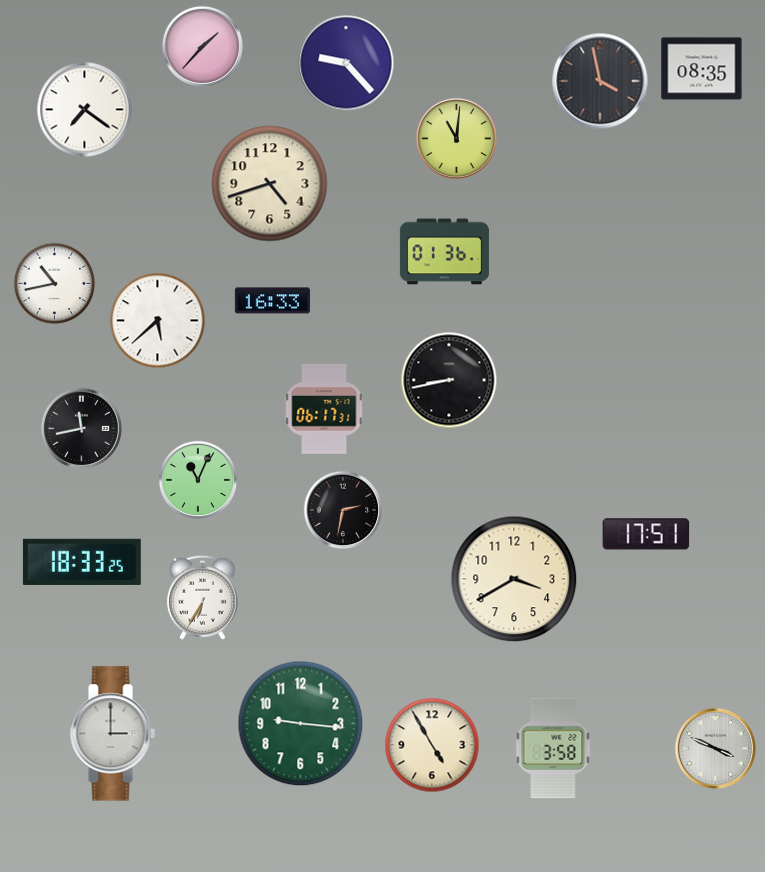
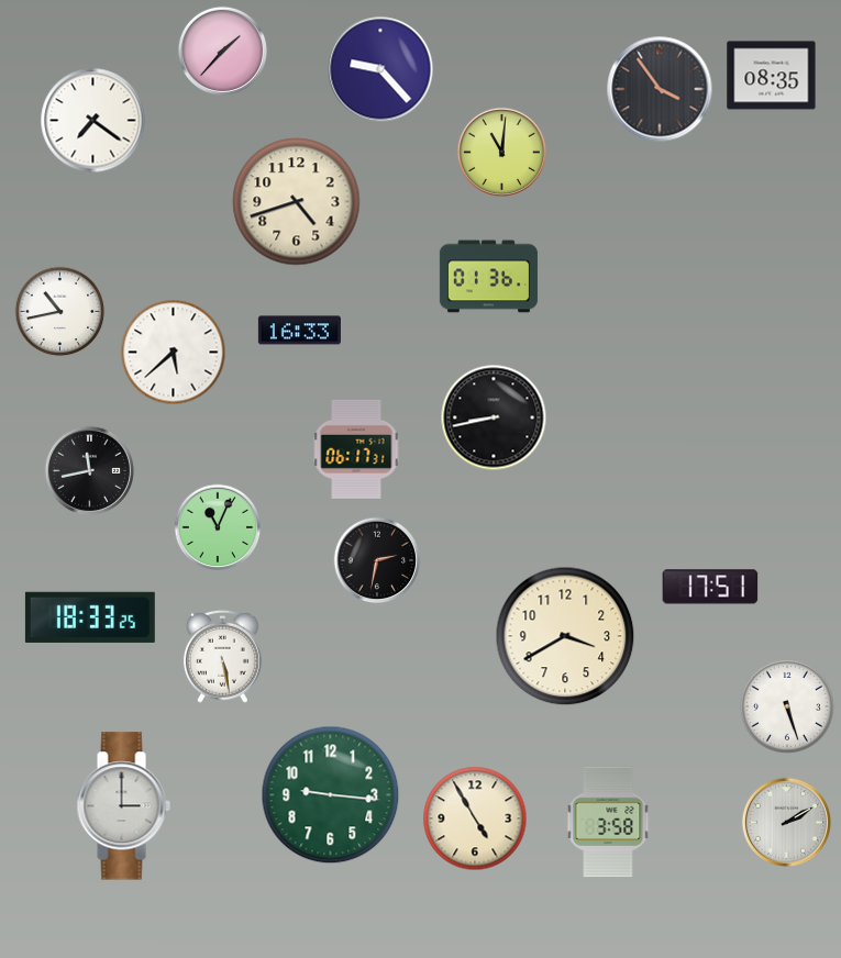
clock at (600, 81): 3:58 -> 3:54
clock at (203, 597): 6:35 -> 5:28
clock at (787, 706): none -> 5:27
clock at (715, 748): 3:49 -> 2:10
